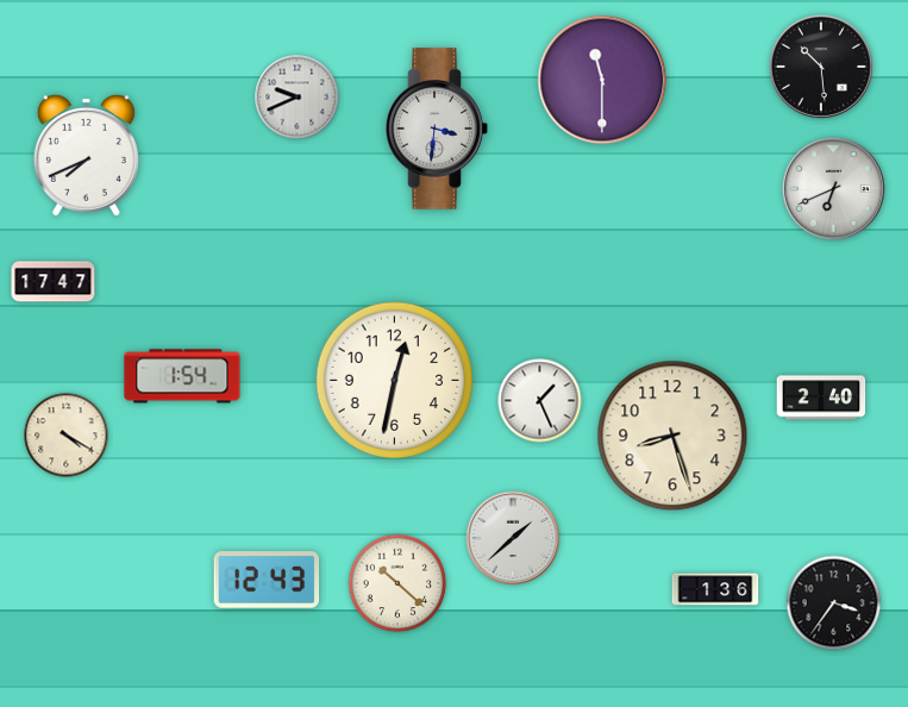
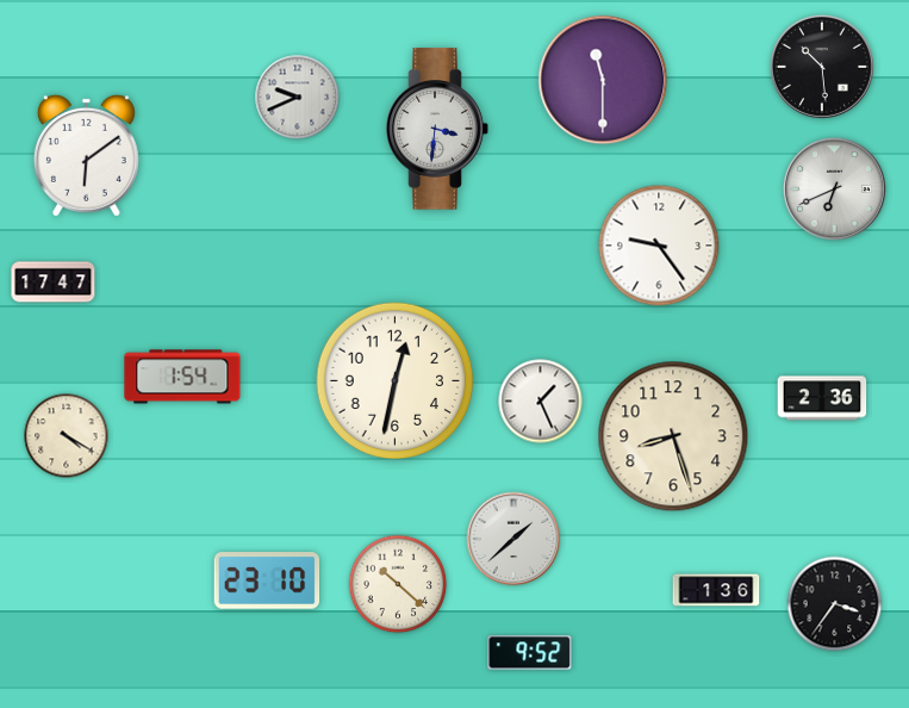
clock at (86, 155): 7:41 -> 6:09
clock at (659, 246): none -> 9:24
clock at (821, 398): 2:40 -> 2:36
clock at (267, 580): 12:43 -> 23:10
clock at (530, 653): none -> 9:52
